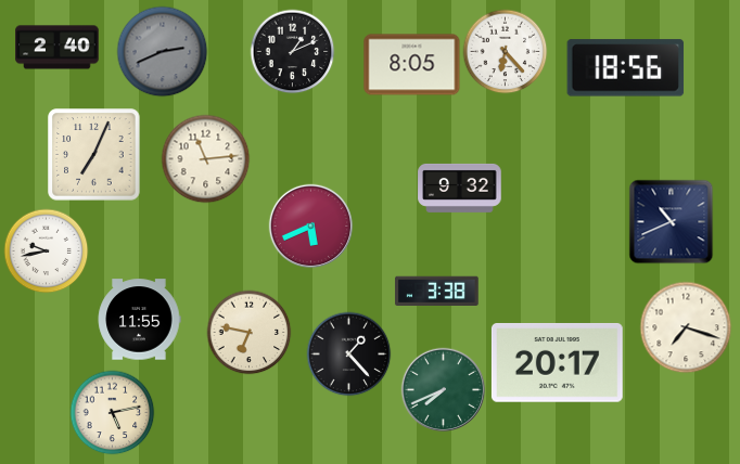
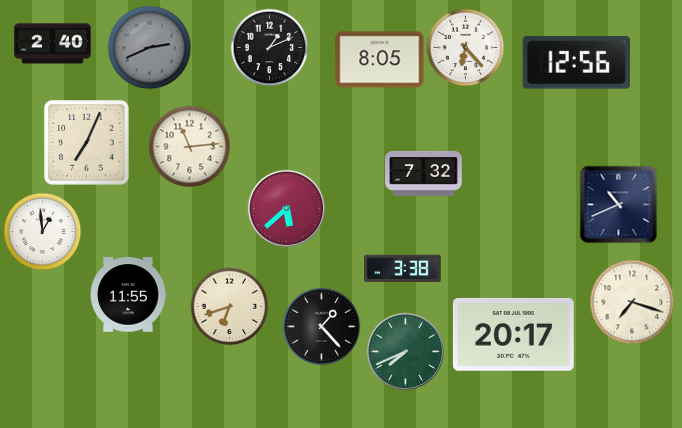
clock at (626, 68): 18:56 -> 12:56
clock at (460, 188): 9:32 -> 7:32
clock at (310, 225): 5:41 -> 5:38
clock at (46, 250): 9:43 -> 12:59
clock at (248, 332): 6:47 -> 6:42
clock at (443, 389) position: (443, 389) -> (405, 351)
clock at (112, 412): 5:13 -> none
